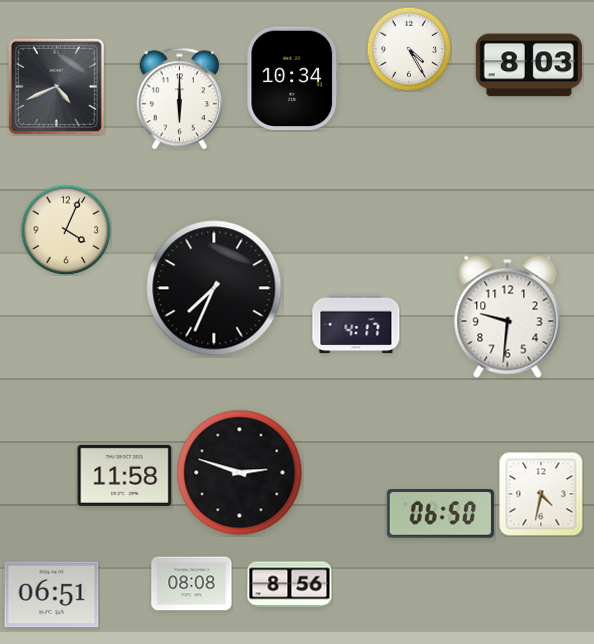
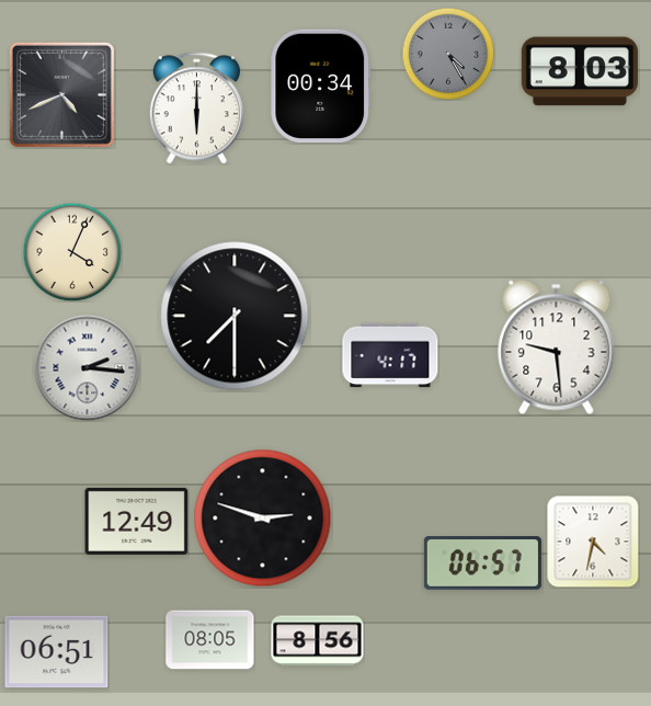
clock at (409, 49) dial: white -> grey
clock at (293, 78): 10:34 -> 00:34
clock at (214, 288): 7:34 -> 7:30
clock at (508, 316): 9:31 -> 9:29
clock at (88, 368): none -> 2:16
clock at (125, 475): 11:58 -> 12:49
clock at (440, 514): 06:50 -> 06:57
clock at (192, 584): 08:08 -> 08:05
